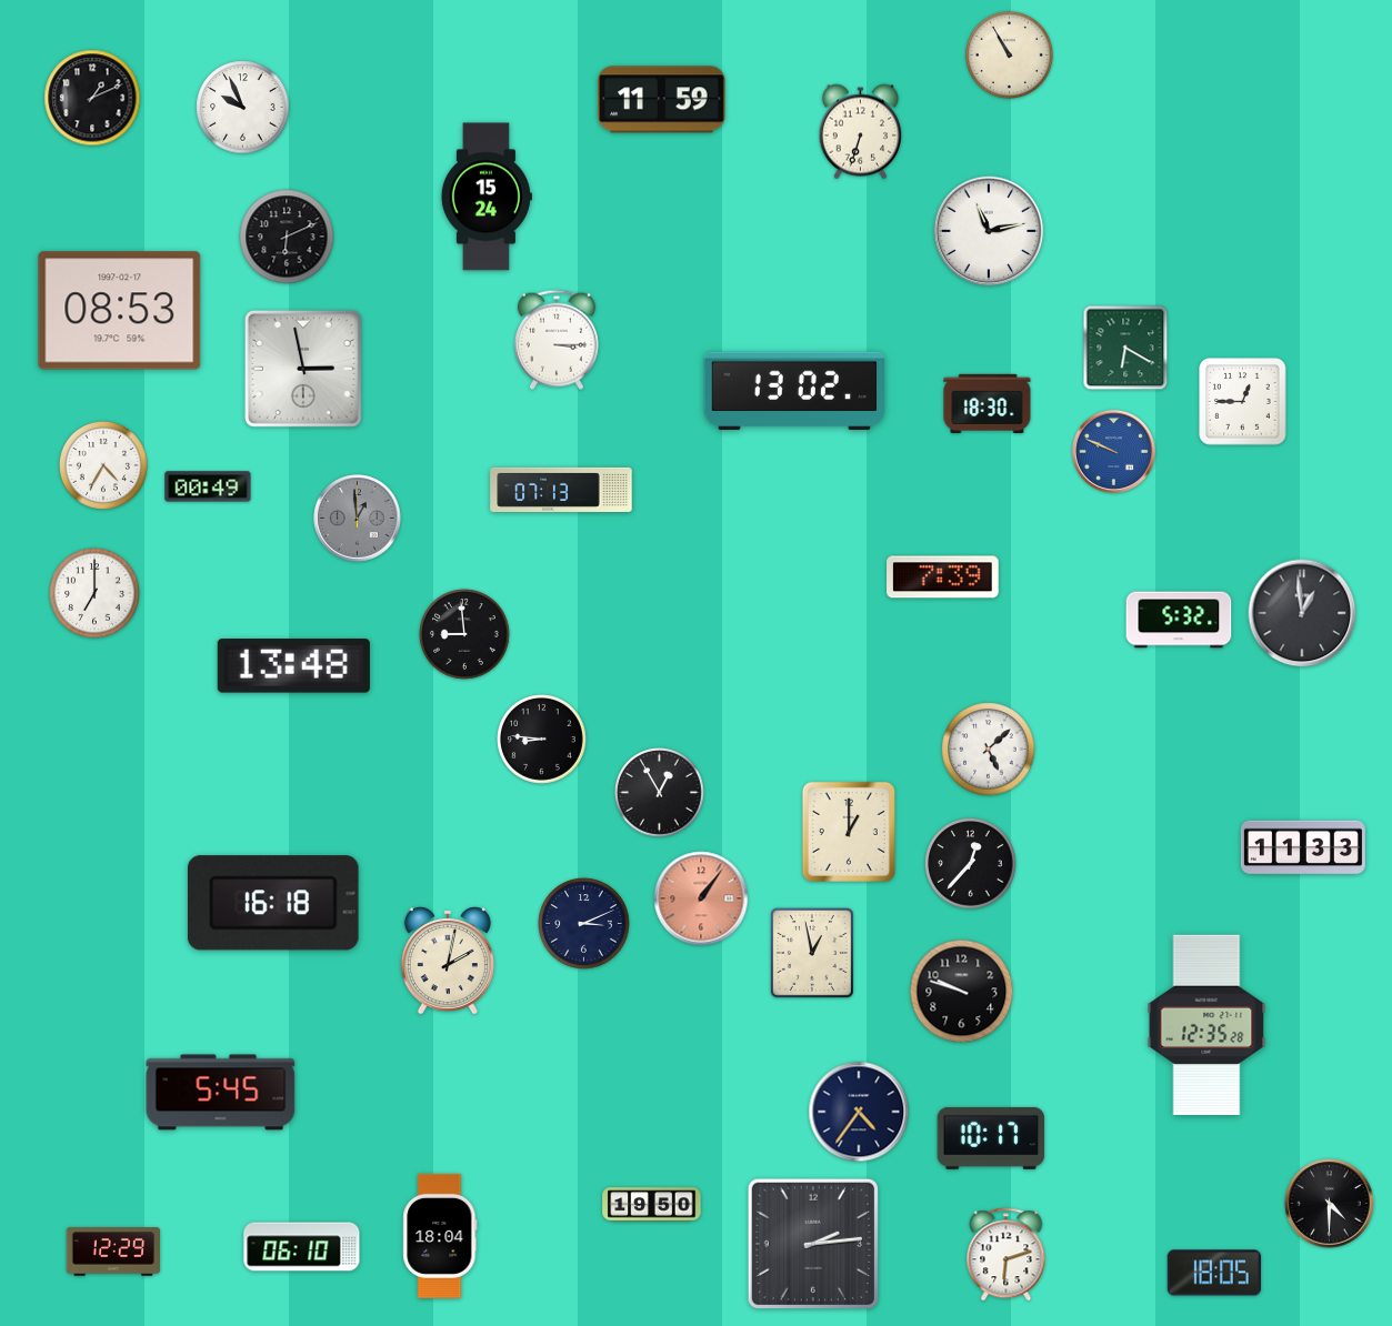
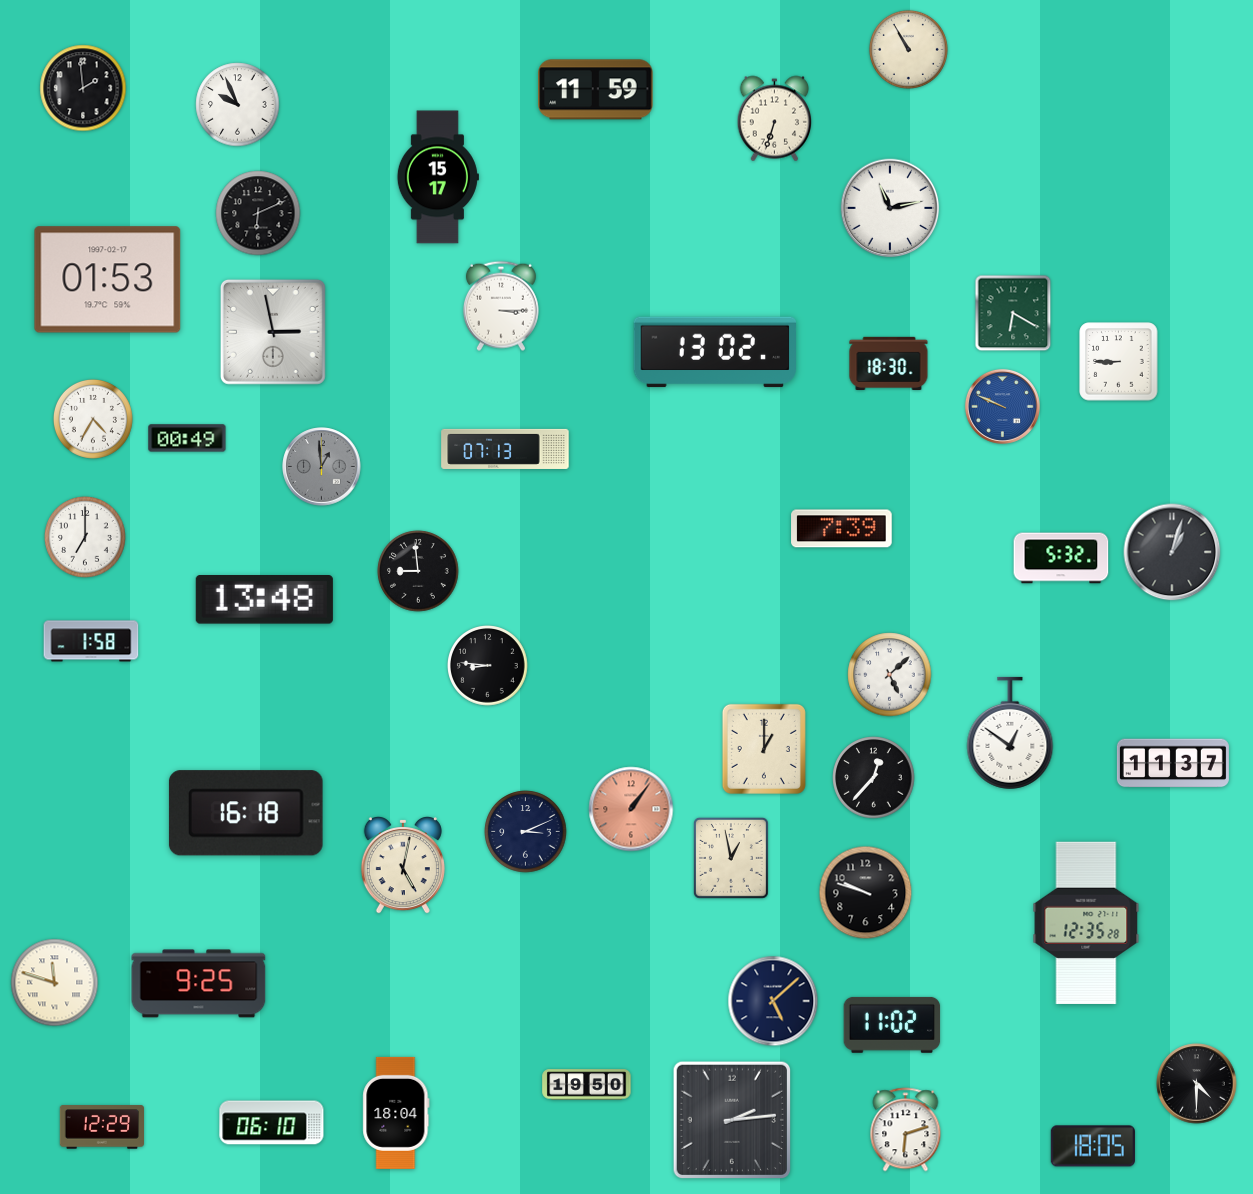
clock at (92, 98): 1:11 -> 1:59
clock at (243, 108) position: (243, 108) -> (238, 105)
clock at (487, 197): 15:24 -> 15:17
clock at (120, 311): 08:53 -> 01:53
clock at (1243, 402): 12:45 -> 8:45
clock at (561, 490) position: (561, 490) -> (505, 449)
clock at (943, 577) position: (943, 577) -> (842, 529)
clock at (94, 593) position: (94, 593) -> (85, 537)
clock at (1302, 613): 12:59 -> 1:03
clock at (91, 641): none -> 1:58
clock at (660, 793): 12:55 -> none
clock at (1010, 733): none -> 12:51
clock at (1303, 847): 11:33 -> 11:37
clock at (448, 962): 2:02 -> 5:02
clock at (55, 983): none -> 11:48
clock at (221, 1093): 5:45 -> 9:25
clock at (859, 1112): 4:36 -> 5:08
clock at (991, 1138): 10:17 -> 11:02
